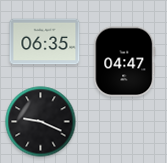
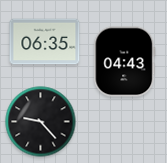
clock at (125, 62): 04:47 -> 04:43
clock at (41, 122): 9:19 -> 9:23
